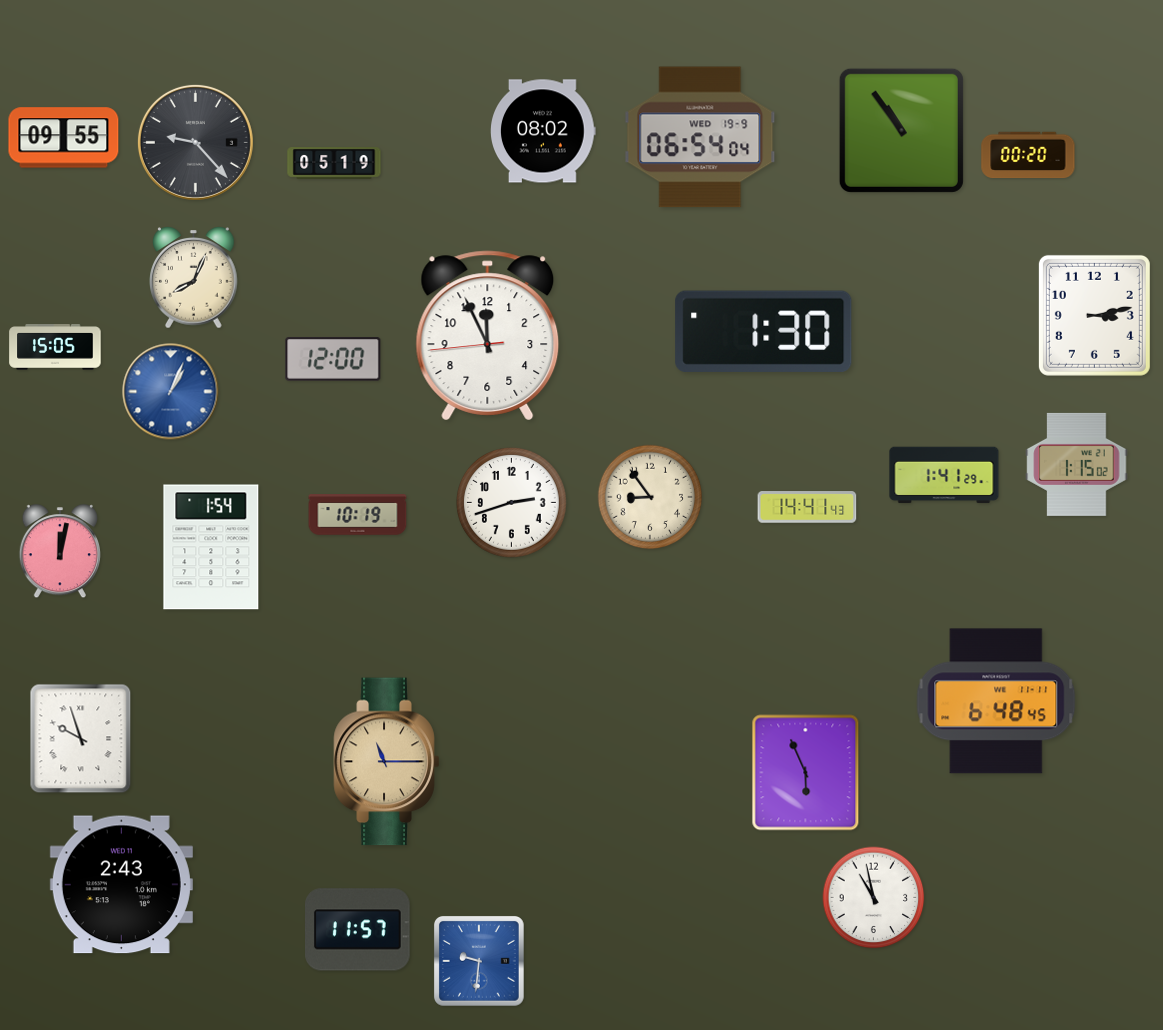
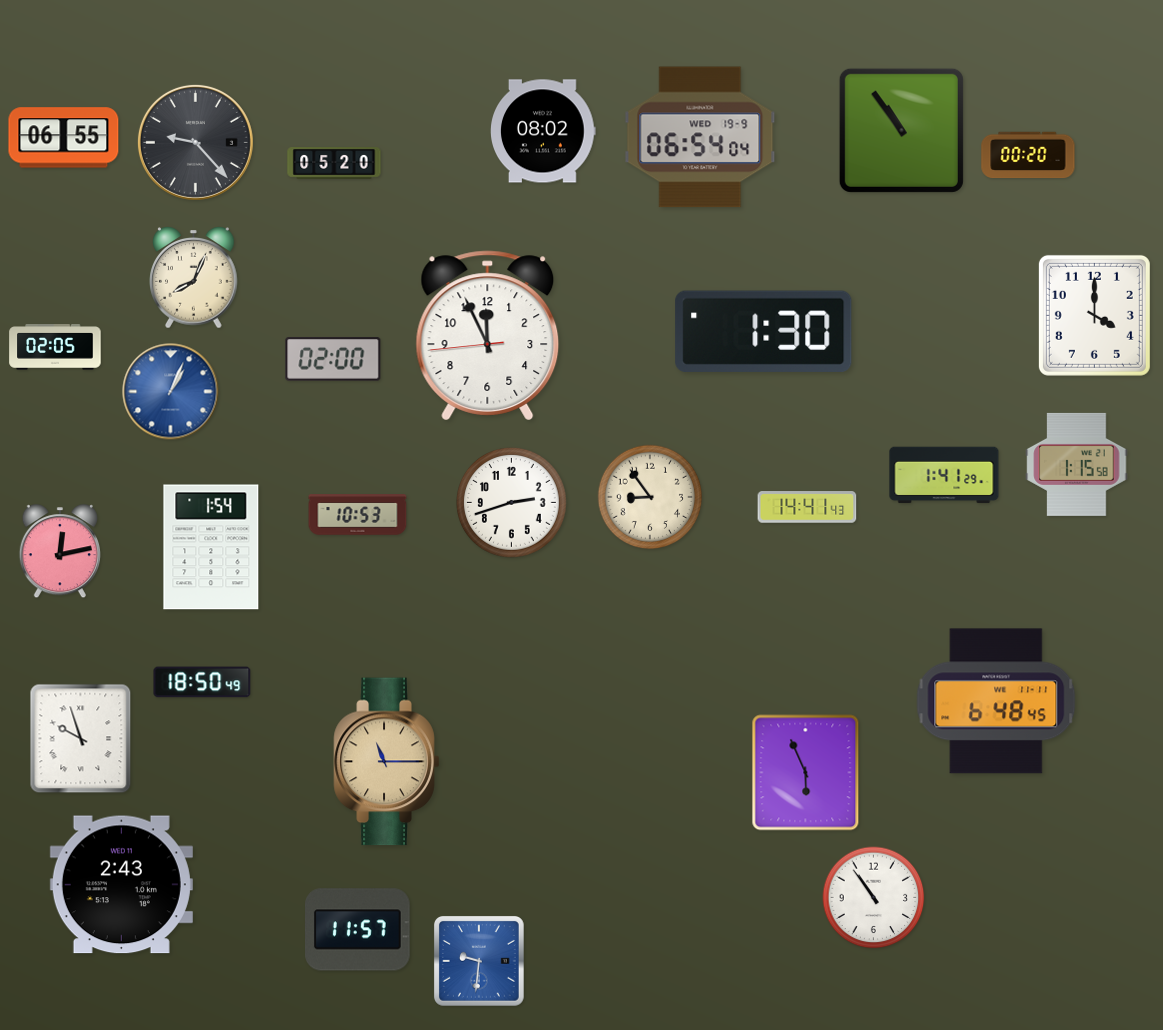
clock at (64, 138): 09:55 -> 06:55
clock at (334, 164): 05:19 -> 05:20
clock at (1094, 315): 3:13 -> 4:00
clock at (55, 347): 15:05 -> 02:05
clock at (333, 359): 12:00 -> 02:00
clock at (1077, 464): 1:15:02 -> 1:15:58
clock at (358, 515): 10:19 -> 10:53
clock at (60, 552): 12:02 -> 12:13
clock at (202, 682): none -> 18:50
clock at (874, 898): 10:58 -> 10:54
